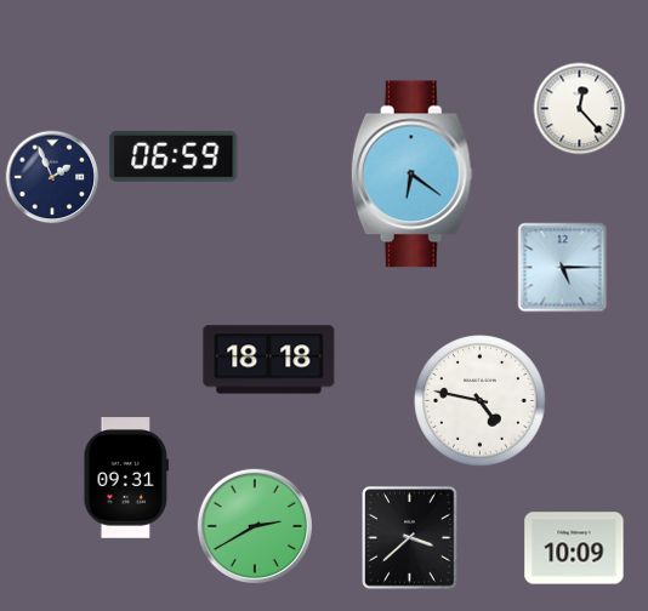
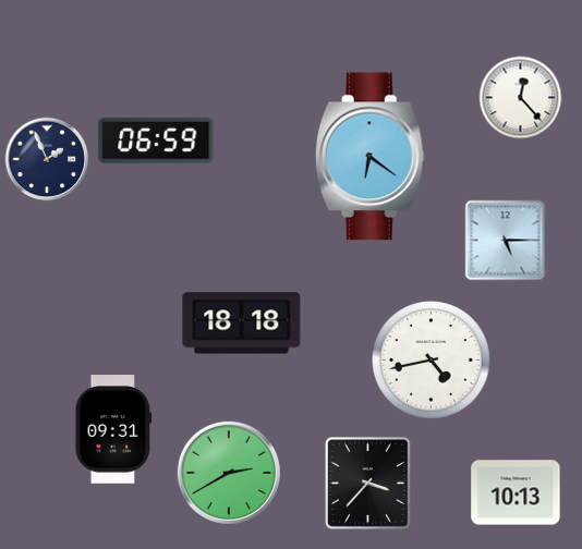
clock at (481, 401): 4:47 -> 4:43
clock at (410, 538): 3:38 -> 3:37
clock at (574, 548): 10:09 -> 10:13
